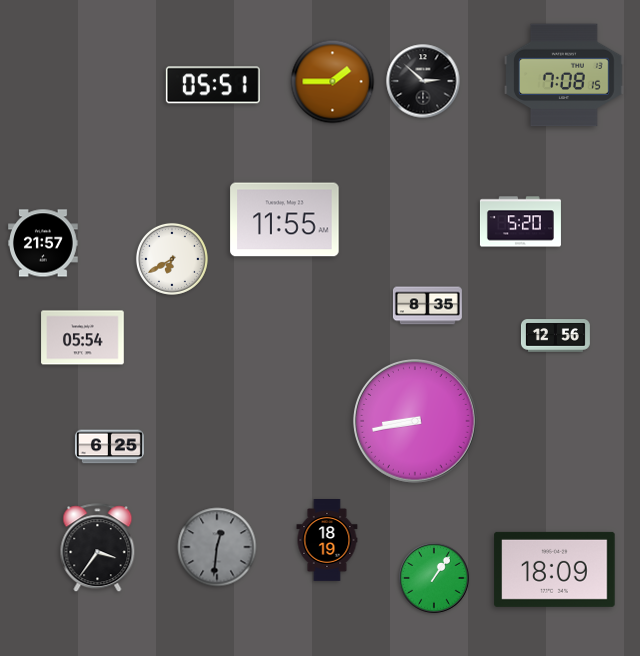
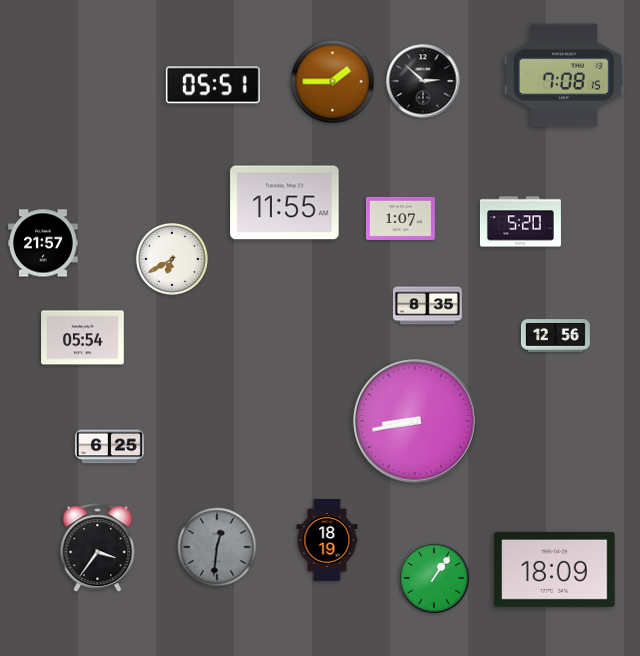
clock at (400, 218): none -> 1:07
clock at (285, 220) position: (285, 220) -> (285, 203)
